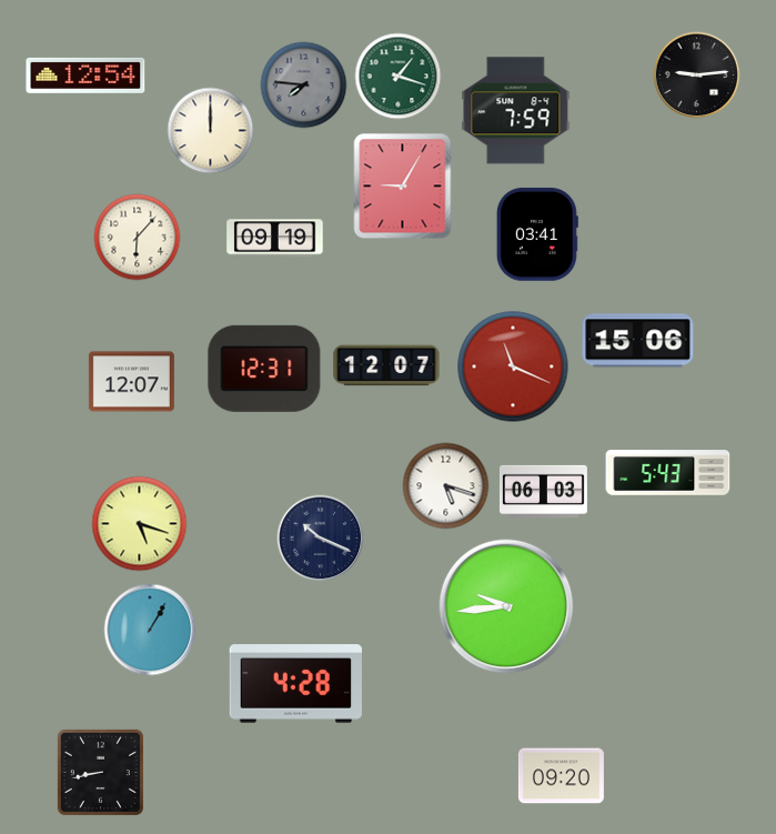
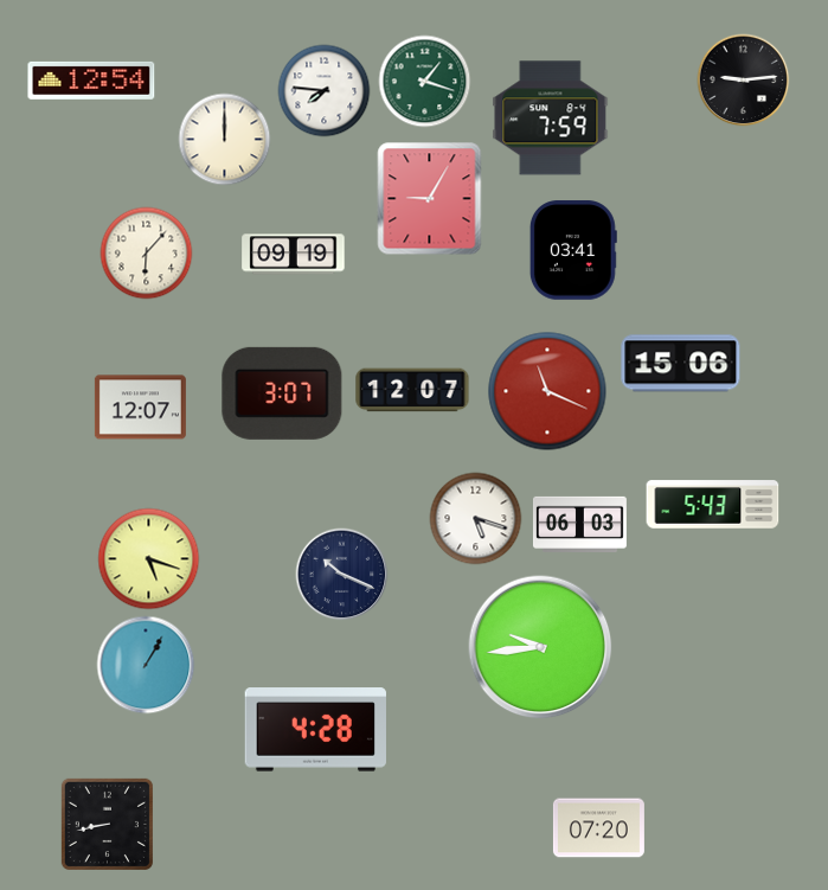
clock at (303, 84) dial: grey -> white
clock at (264, 369): 12:31 -> 3:07
clock at (150, 630) position: (150, 630) -> (146, 665)
clock at (561, 776): 09:20 -> 07:20
